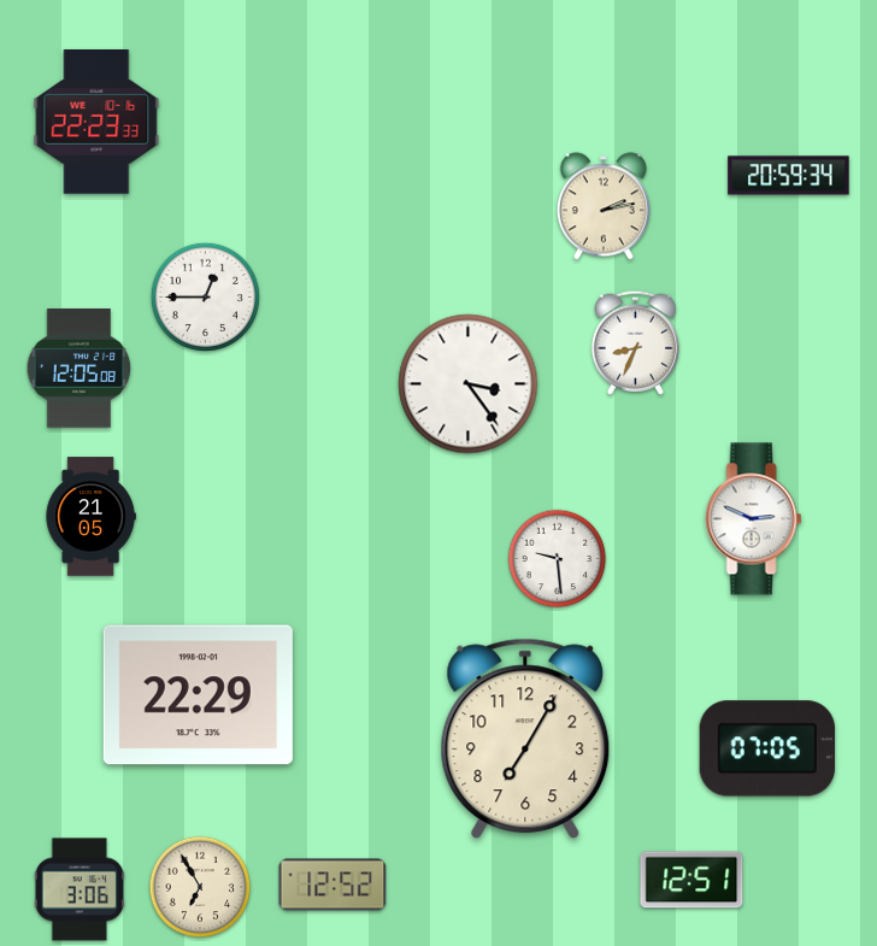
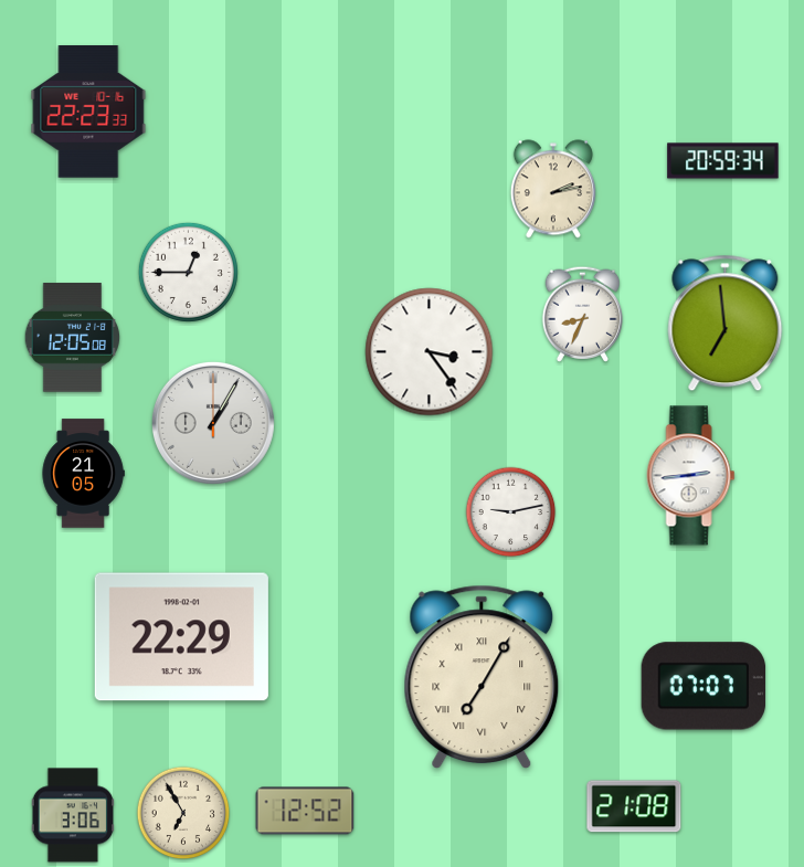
clock at (726, 324): none -> 6:59
clock at (213, 423): none -> 1:05
clock at (754, 519): 2:49 -> 2:44
clock at (558, 559): 9:29 -> 9:13
clock at (525, 738) numerals: Arabic -> Roman
clock at (767, 748): 07:05 -> 07:07
clock at (691, 880): 12:51 -> 21:08
